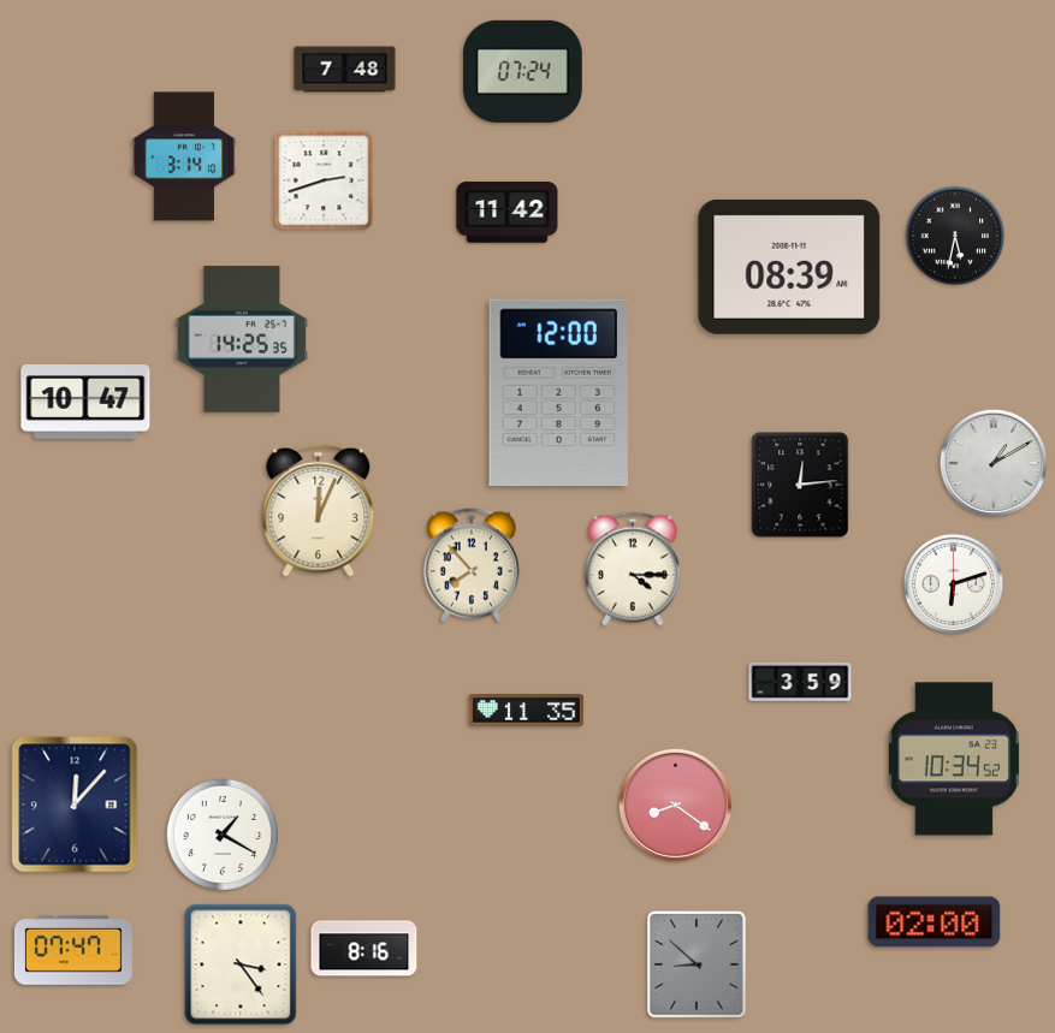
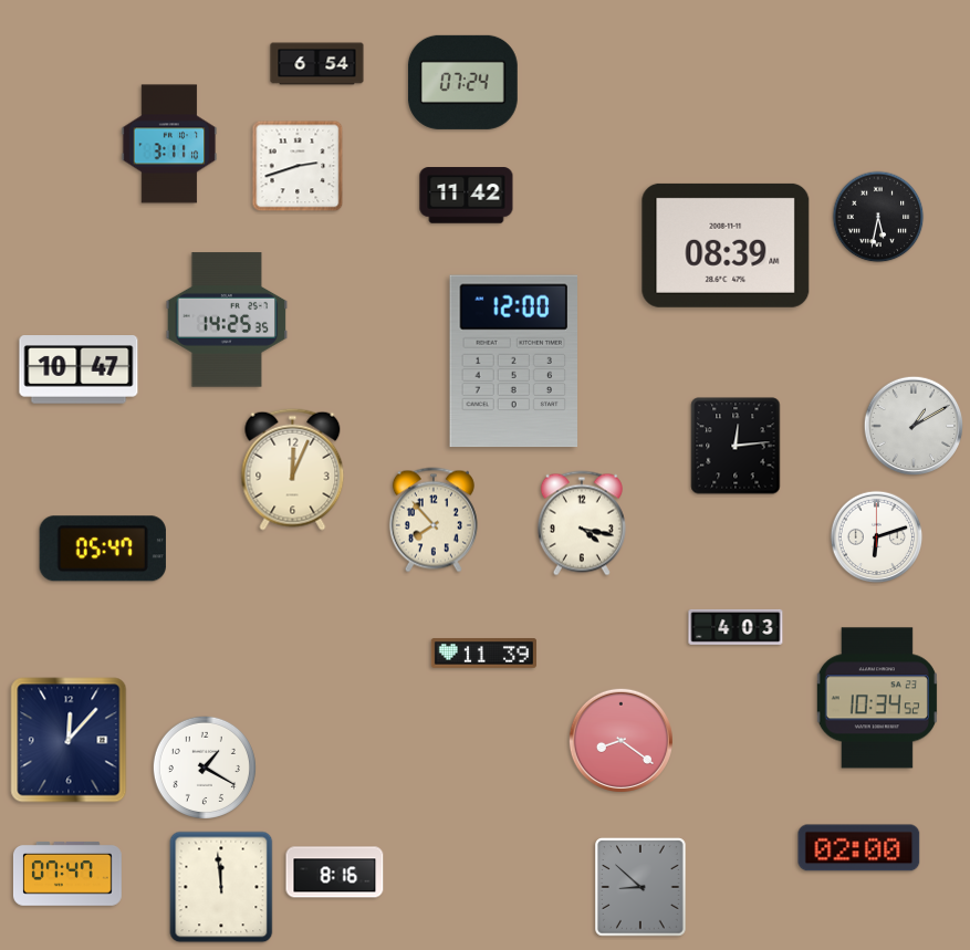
clock at (345, 70): 7:48 -> 6:54
clock at (523, 71) position: (523, 71) -> (463, 82)
clock at (184, 156): 3:14 -> 3:11
clock at (242, 339) position: (242, 339) -> (227, 320)
clock at (633, 569): 4:15 -> 4:17
clock at (103, 549): none -> 05:47
clock at (800, 682): 3:59 -> 4:03
clock at (526, 711): 11:35 -> 11:39
clock at (241, 964): 3:24 -> 11:59
